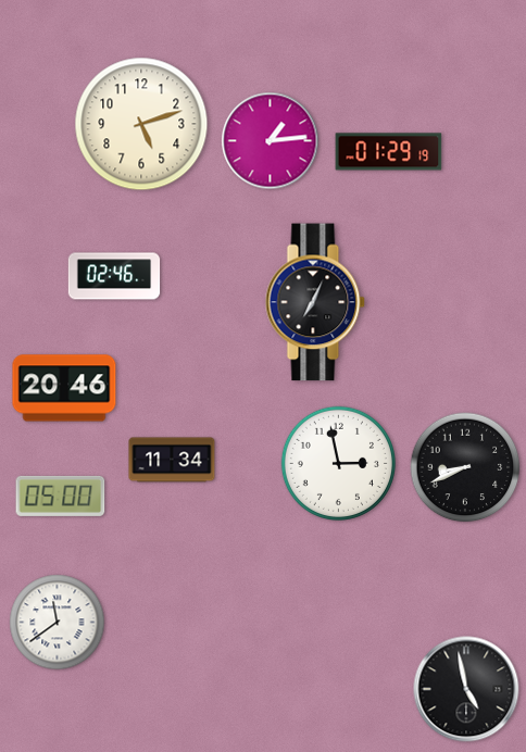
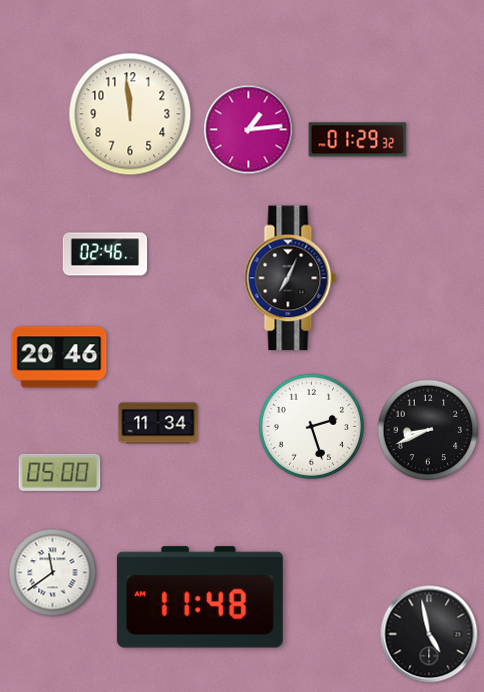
clock at (141, 124): 5:12 -> 11:59
clock at (389, 152): 01:29:19 -> 01:29:32
clock at (338, 463): 2:58 -> 2:27
clock at (61, 496) position: (61, 496) -> (60, 472)
clock at (200, 597): none -> 11:48
